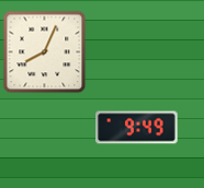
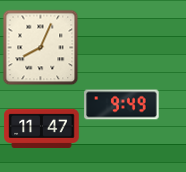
clock at (137, 128) position: (137, 128) -> (122, 105)
clock at (42, 128): none -> 11:47
